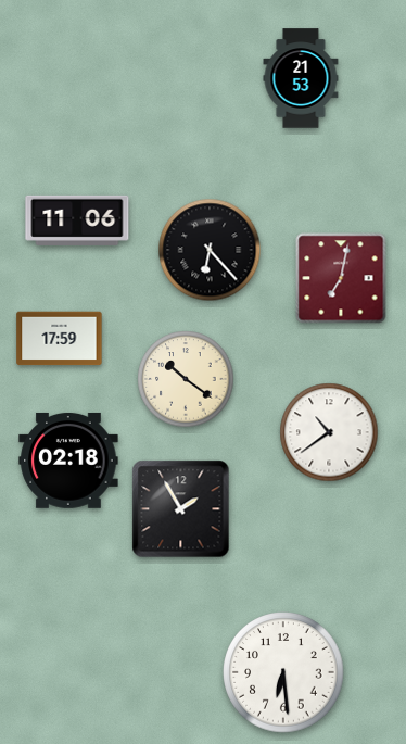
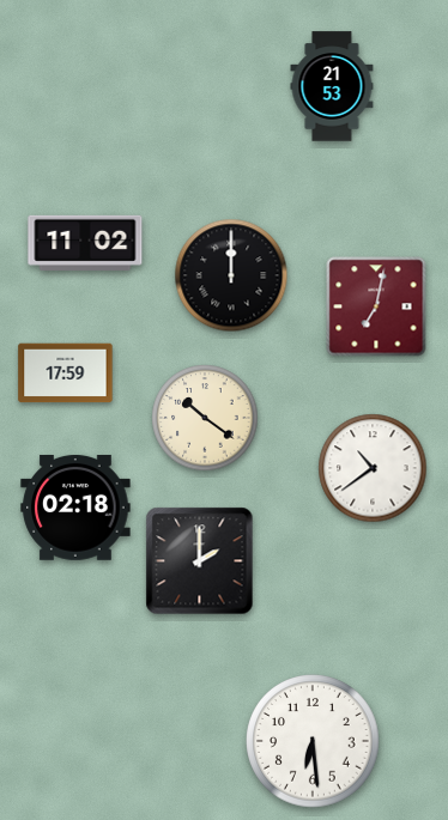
clock at (77, 220): 11:06 -> 11:02
clock at (210, 250): 6:23 -> 12:00
clock at (329, 432) position: (329, 432) -> (373, 468)
clock at (181, 509): 1:55 -> 2:00
